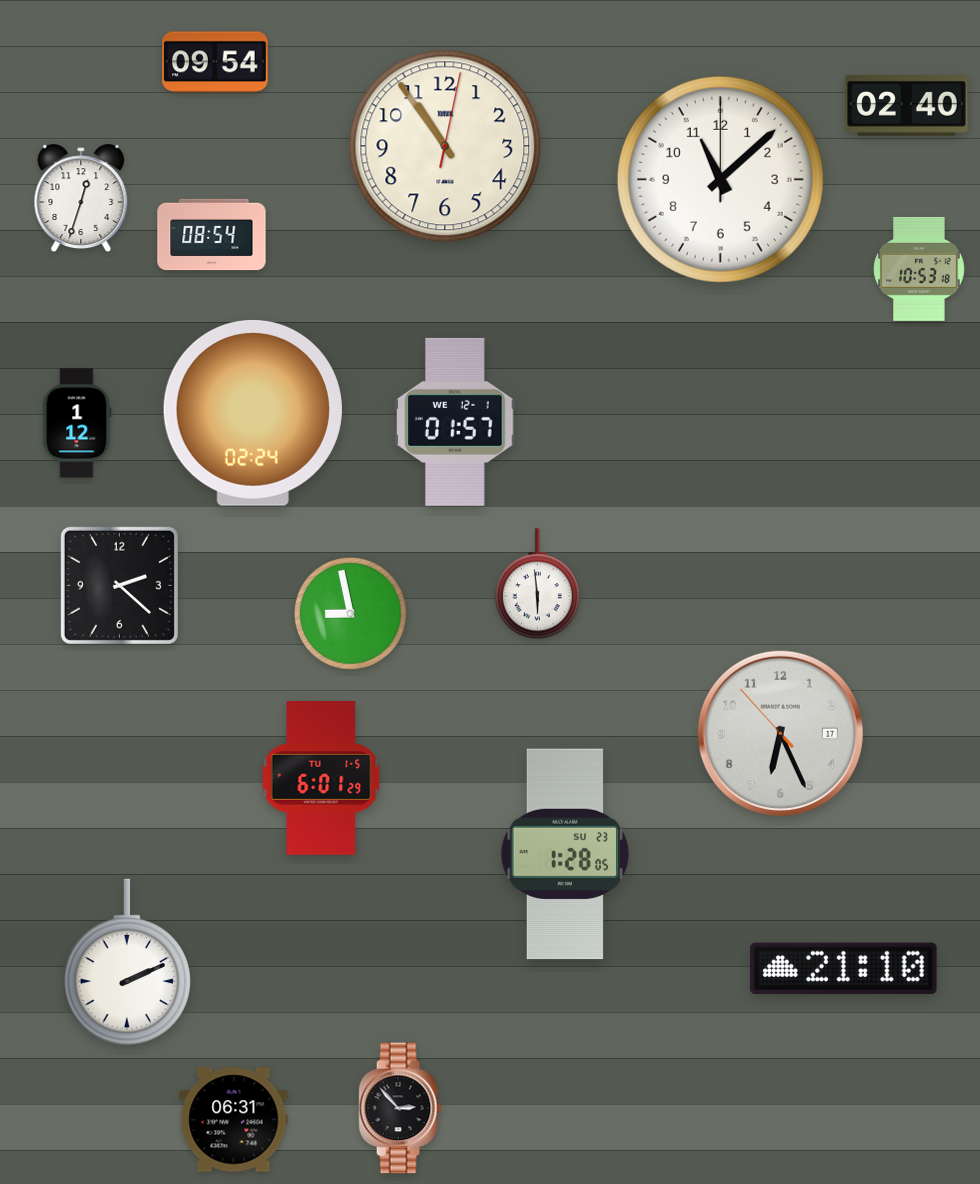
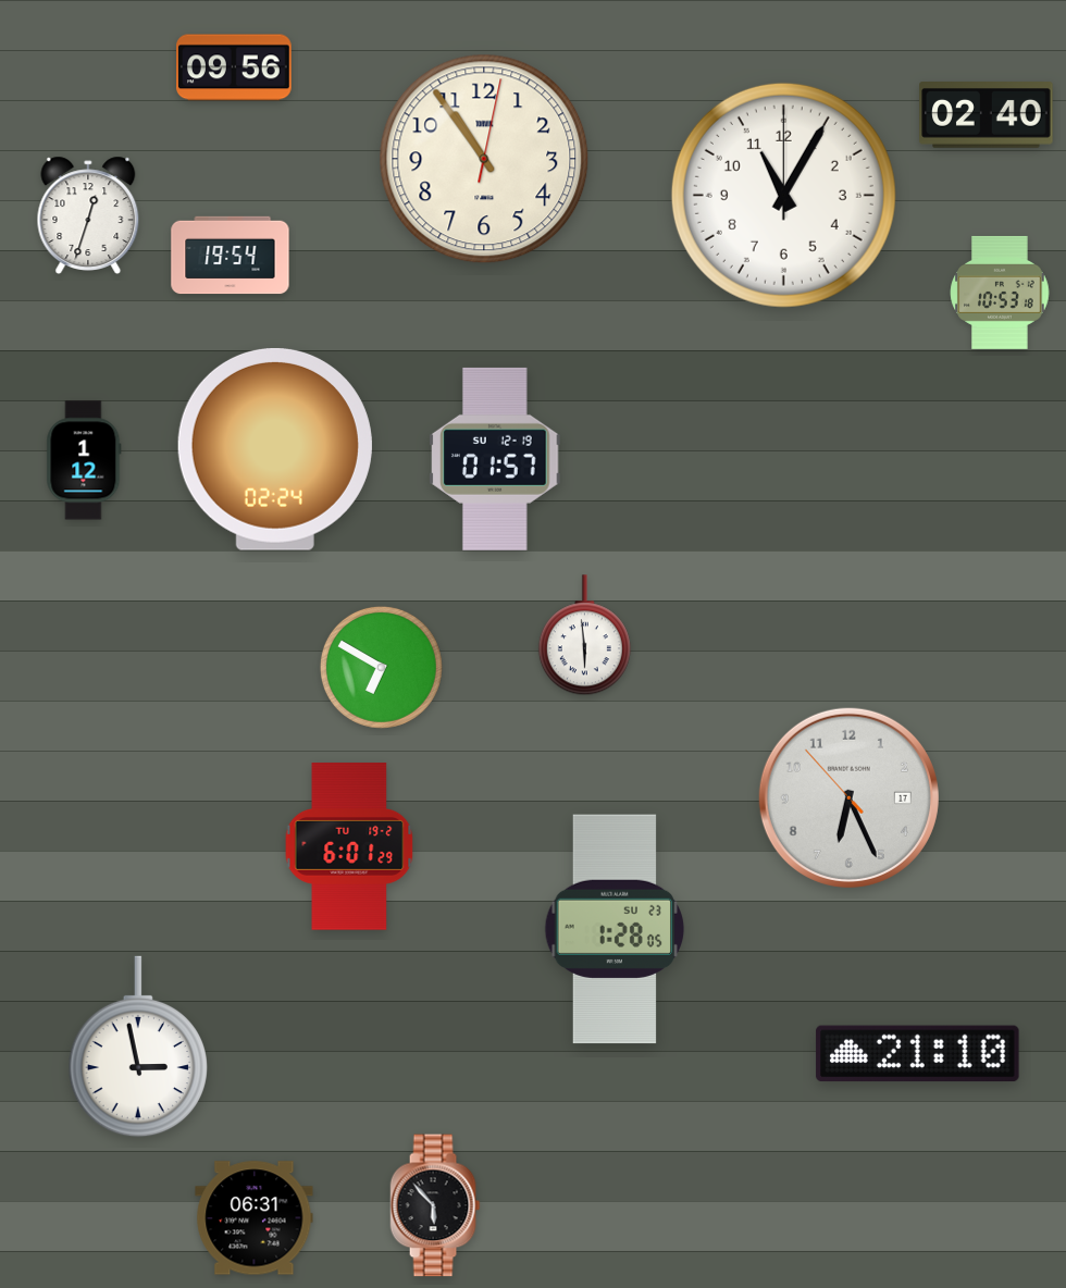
clock at (216, 62): 09:54 -> 09:56
clock at (720, 179): 11:08 -> 11:05
clock at (212, 235): 08:54 -> 19:54
clock at (455, 422) date: WE 12-1 -> SU 12-19
clock at (119, 585): 2:22 -> none
clock at (350, 613): 8:58 -> 6:50
clock at (321, 778) date: TU 1-5 -> TU 19-2
clock at (127, 962): 2:11 -> 2:58
clock at (400, 1108): 2:53 -> 5:53
